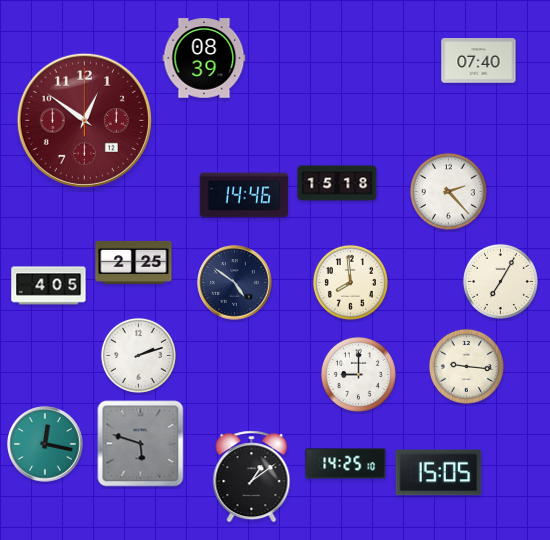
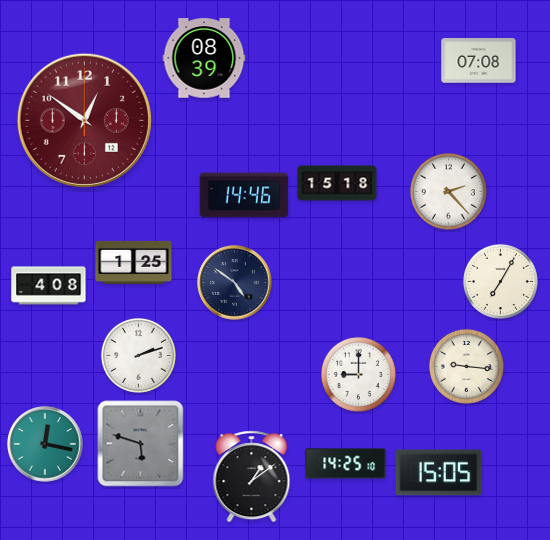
clock at (479, 61): 07:40 -> 07:08
clock at (134, 262): 2:25 -> 1:25
clock at (350, 282): 7:59 -> none
clock at (49, 286): 4:05 -> 4:08
